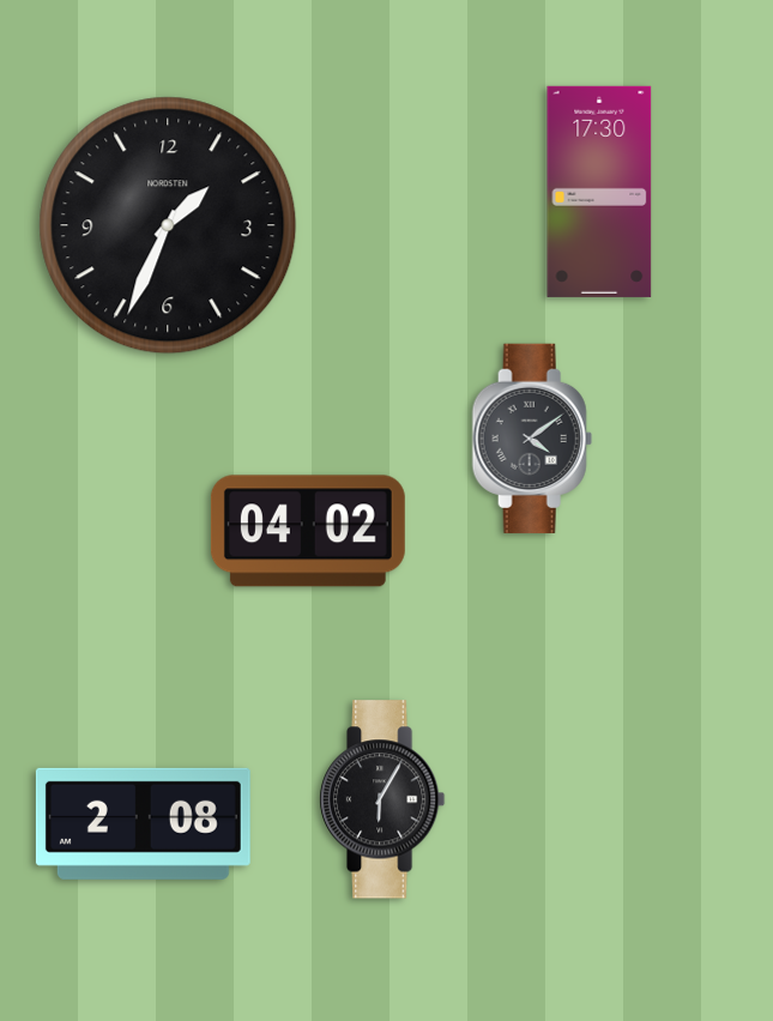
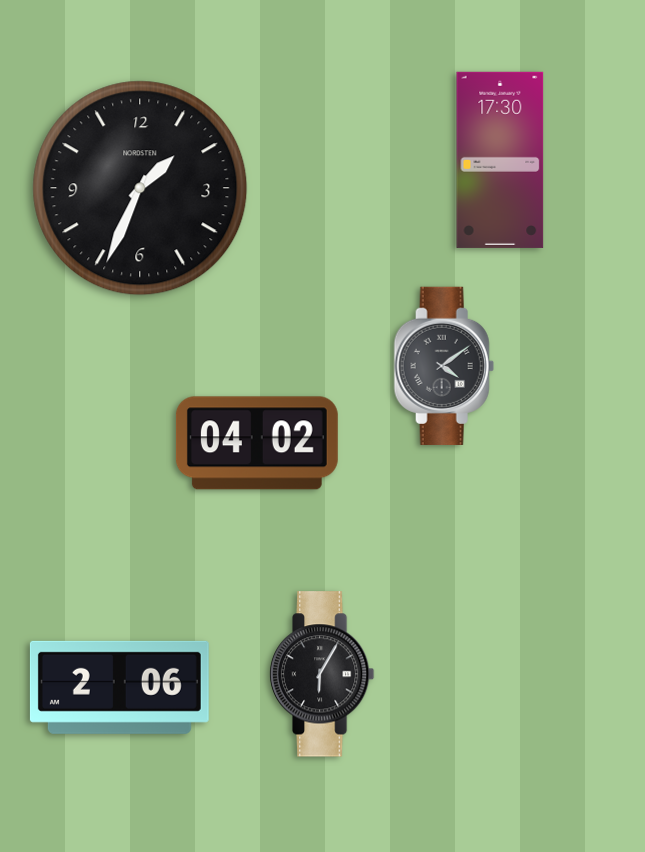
clock at (382, 799) position: (382, 799) -> (322, 674)
clock at (143, 823): 2:08 -> 2:06
